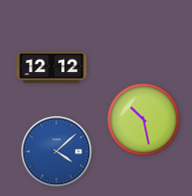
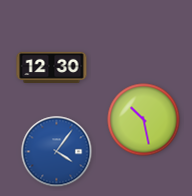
clock at (52, 68): 12:12 -> 12:30
clock at (57, 152): 4:08 -> 4:06
